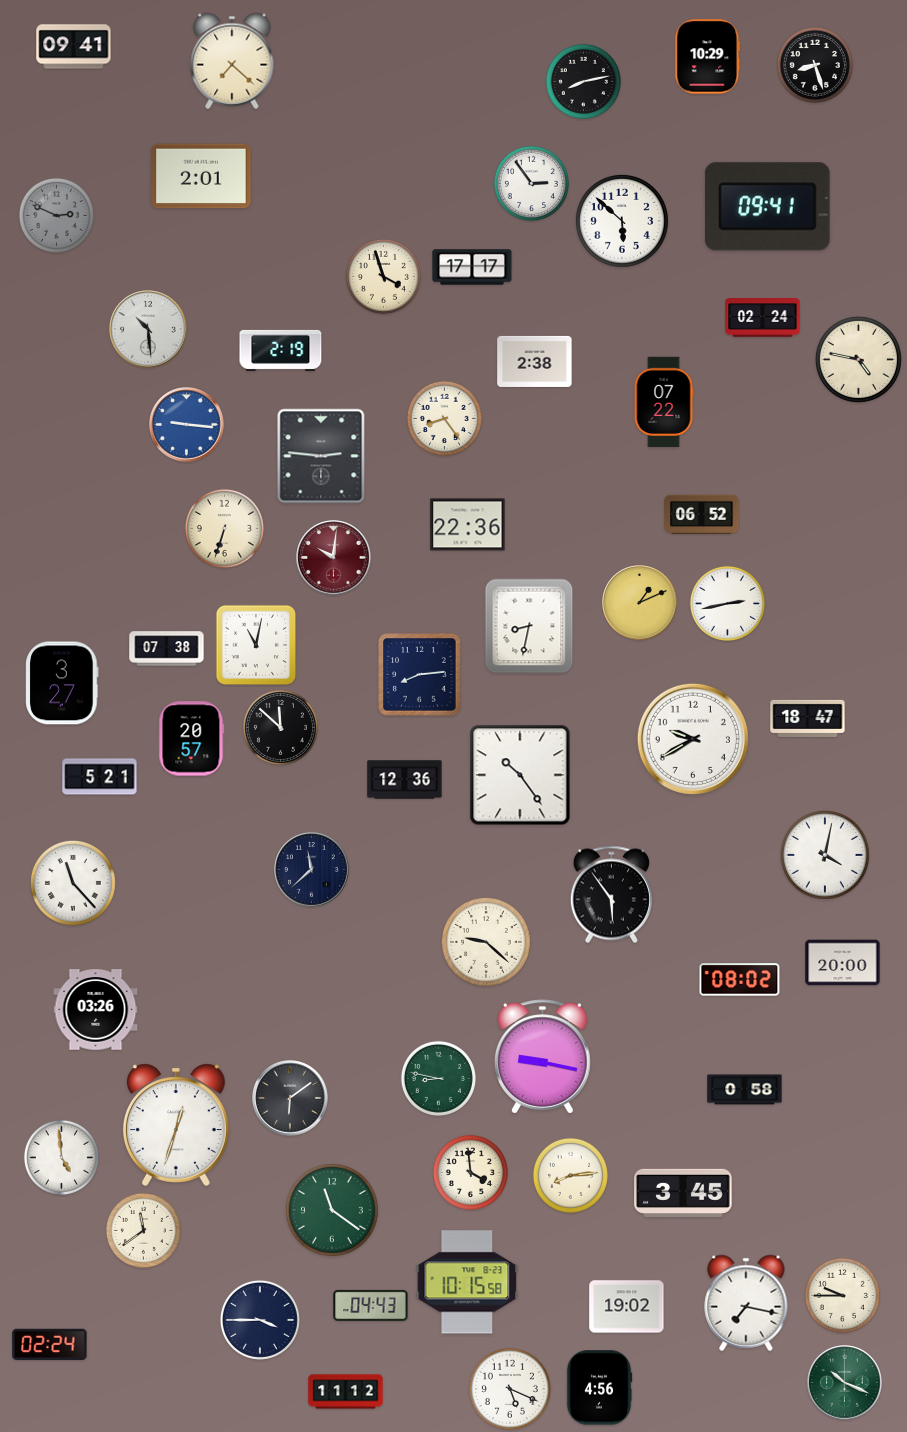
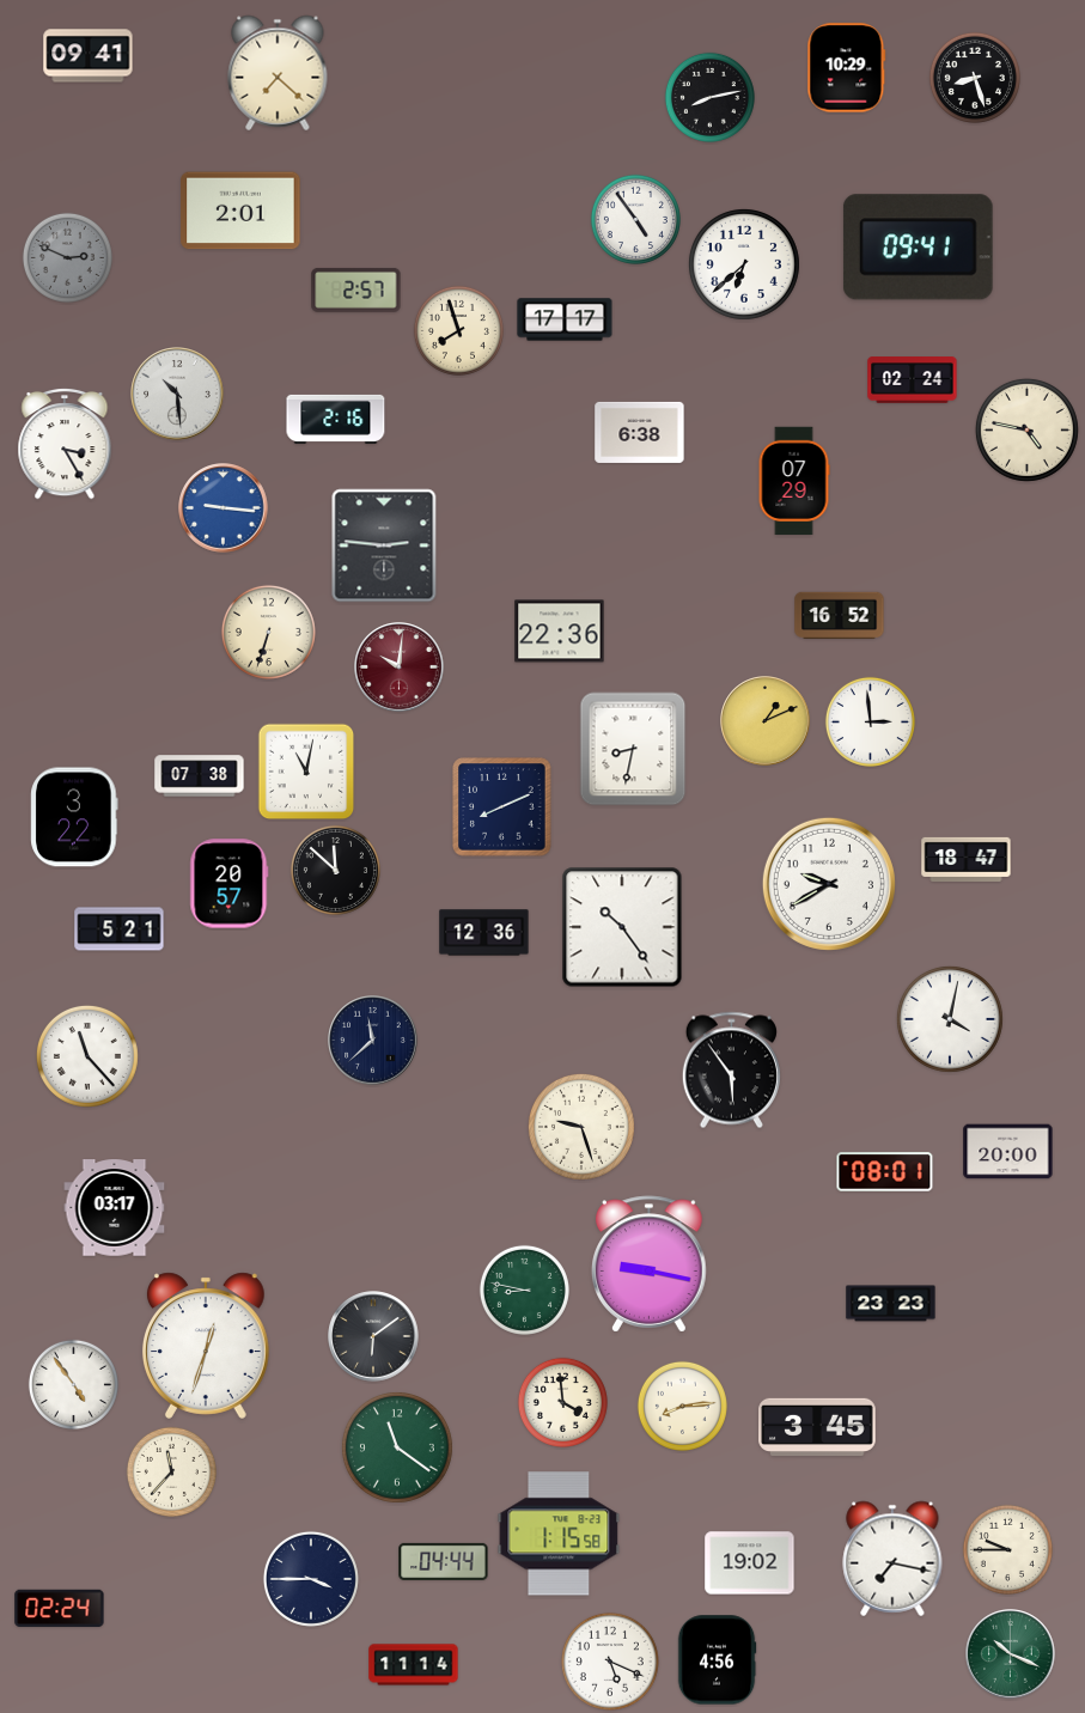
clock at (583, 81) position: (583, 81) -> (709, 97)
clock at (531, 183): 2:54 -> 4:54
clock at (622, 221): 5:52 -> 6:38
clock at (356, 291): none -> 2:57
clock at (383, 276): 3:57 -> 7:57
clock at (281, 350): 2:19 -> 2:16
clock at (535, 361): 2:38 -> 6:38
clock at (65, 444): none -> 3:25
clock at (664, 402): 07:22 -> 07:29
clock at (444, 418): 8:24 -> none
clock at (702, 514): 06:52 -> 16:52
clock at (468, 525) position: (468, 525) -> (560, 632)
clock at (727, 603): 2:43 -> 2:59
clock at (420, 675): 8:14 -> 8:11
clock at (62, 683): 3:27 -> 3:22
clock at (825, 855) position: (825, 855) -> (950, 1019)
clock at (486, 942): 9:22 -> 9:27
clock at (740, 980): 08:02 -> 08:01
clock at (96, 1010): 03:26 -> 03:17
clock at (745, 1090): 0:58 -> 23:23
clock at (290, 1098) position: (290, 1098) -> (373, 1336)
clock at (176, 1125) position: (176, 1125) -> (206, 1346)
clock at (61, 1157): 4:59 -> 4:54
clock at (143, 1230): 11:39 -> 11:37
clock at (467, 1282): 10:15 -> 1:15
clock at (371, 1305): 04:43 -> 04:44
clock at (346, 1392): 11:12 -> 11:14
